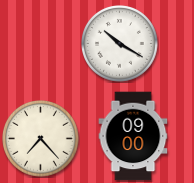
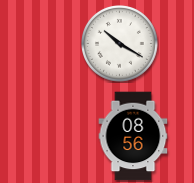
clock at (133, 136): 09:00 -> 08:56
clock at (41, 139): 7:23 -> none
